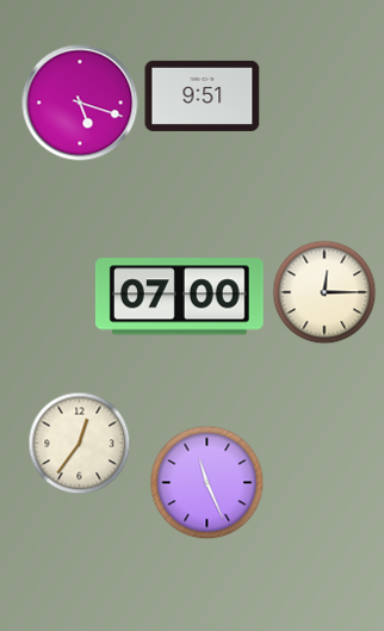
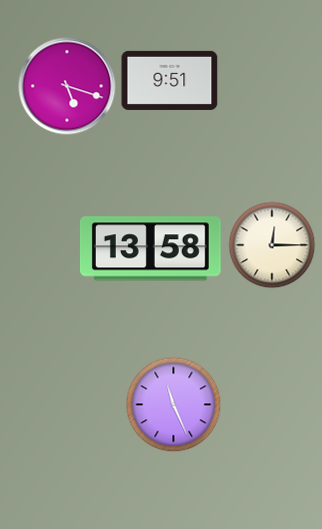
clock at (179, 297): 07:00 -> 13:58
clock at (80, 444): 12:36 -> none
